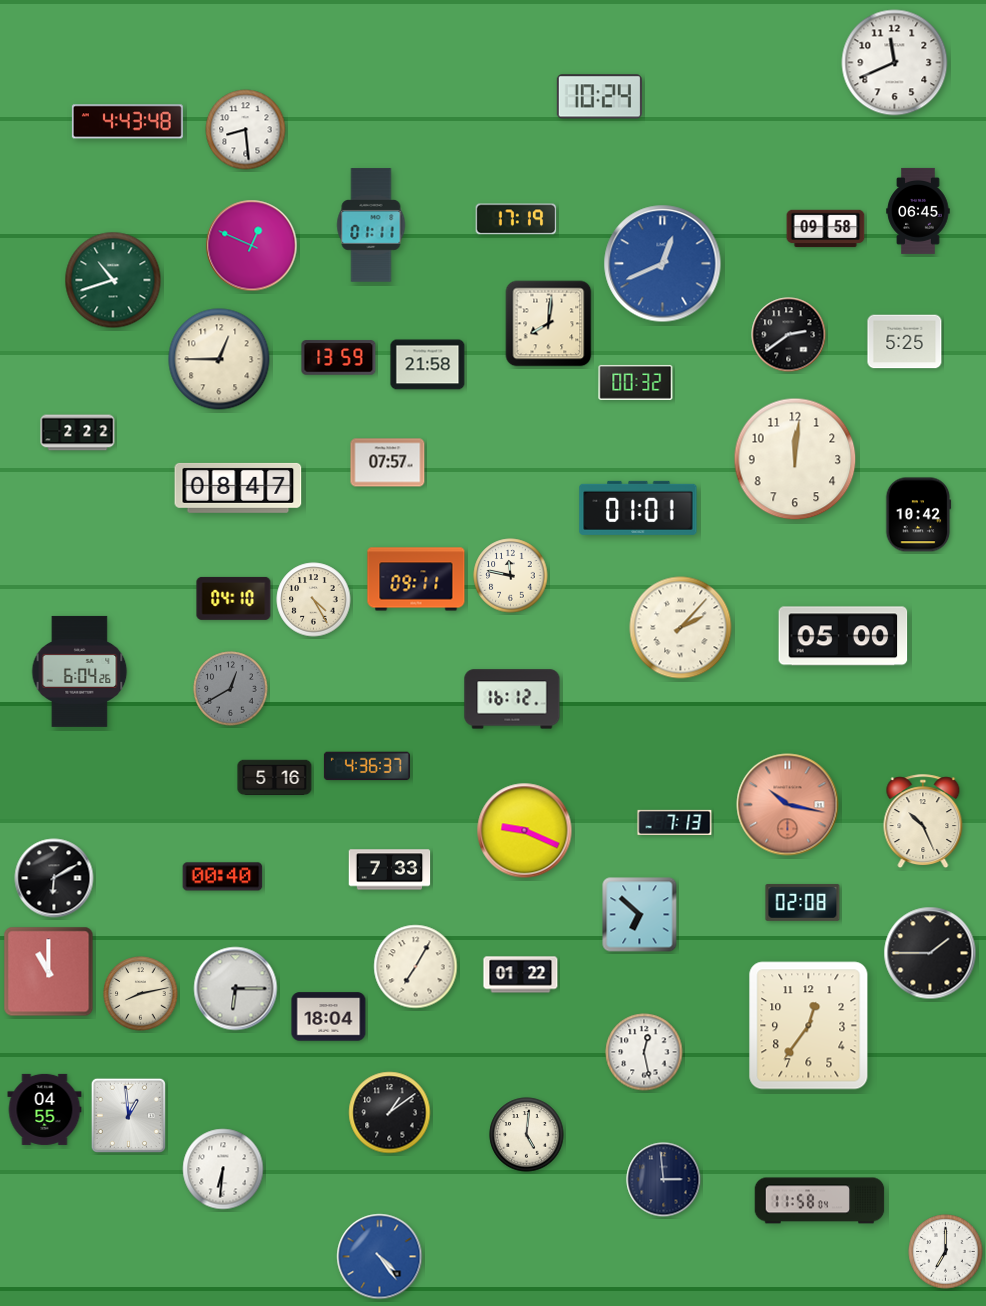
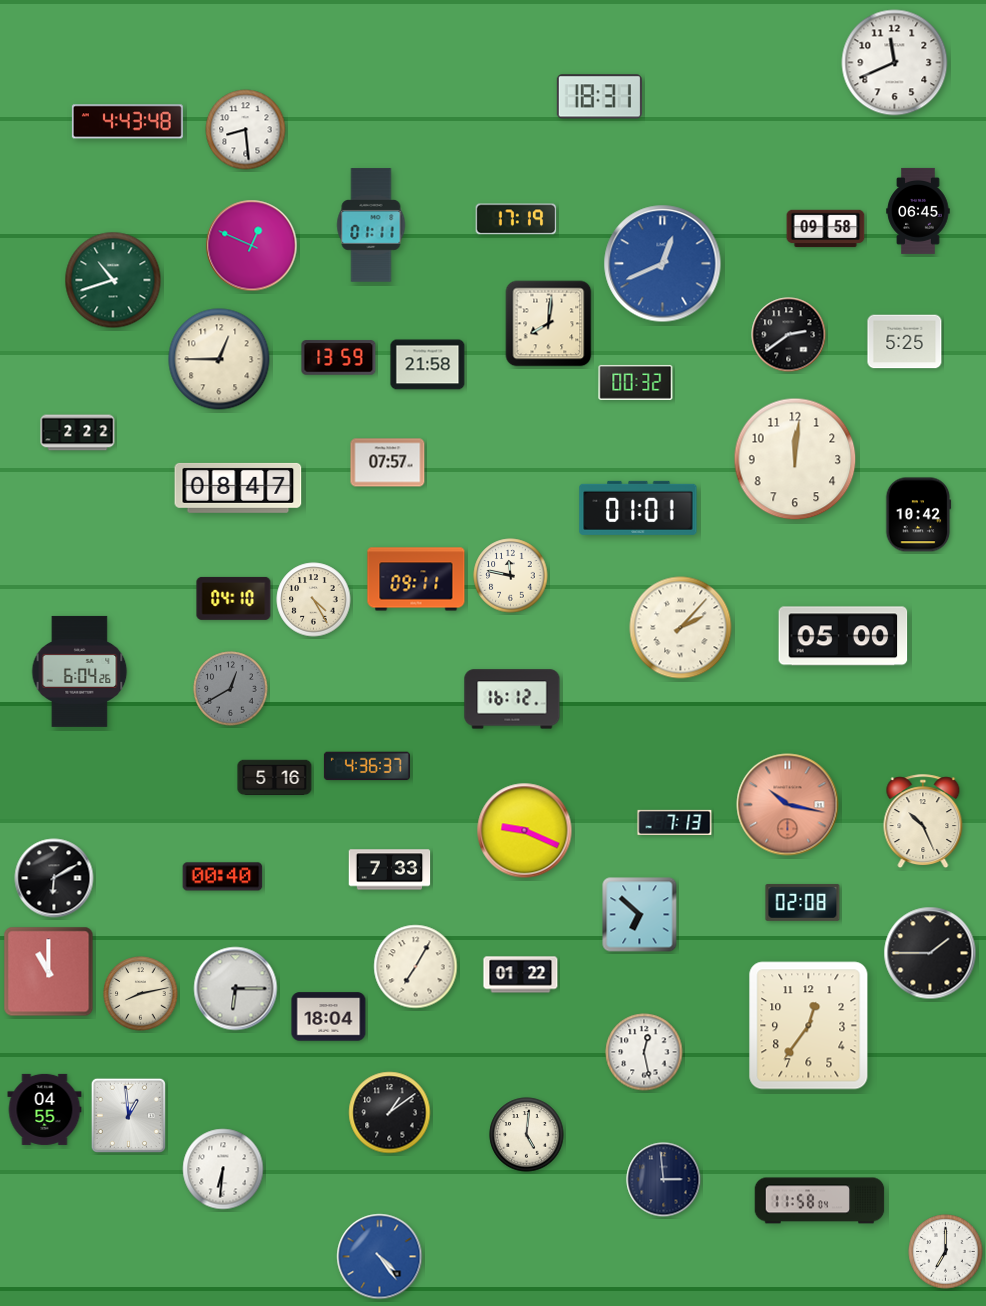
clock at (599, 97): 10:24 -> 18:31
